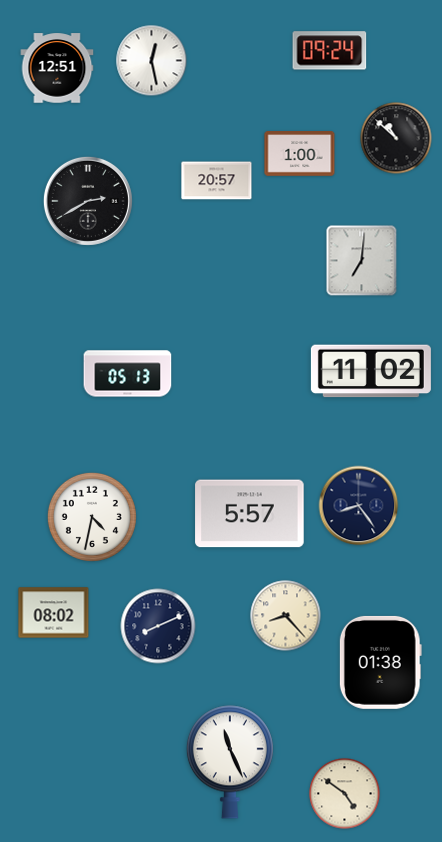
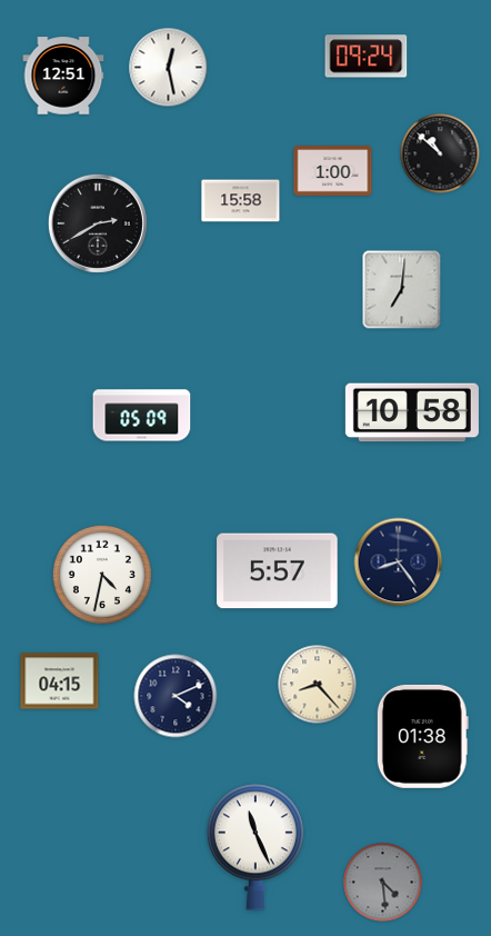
clock at (217, 181): 20:57 -> 15:58
clock at (371, 371): 11:02 -> 10:58
clock at (128, 374): 05:13 -> 05:09
clock at (54, 613): 08:02 -> 04:15
clock at (158, 626): 8:11 -> 4:11
clock at (345, 794): 4:51 -> 4:29
clock at (345, 794) dial: cream -> grey
